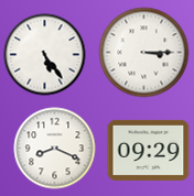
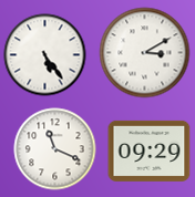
clock at (144, 53): 3:15 -> 3:10
clock at (55, 149): 8:19 -> 11:19
